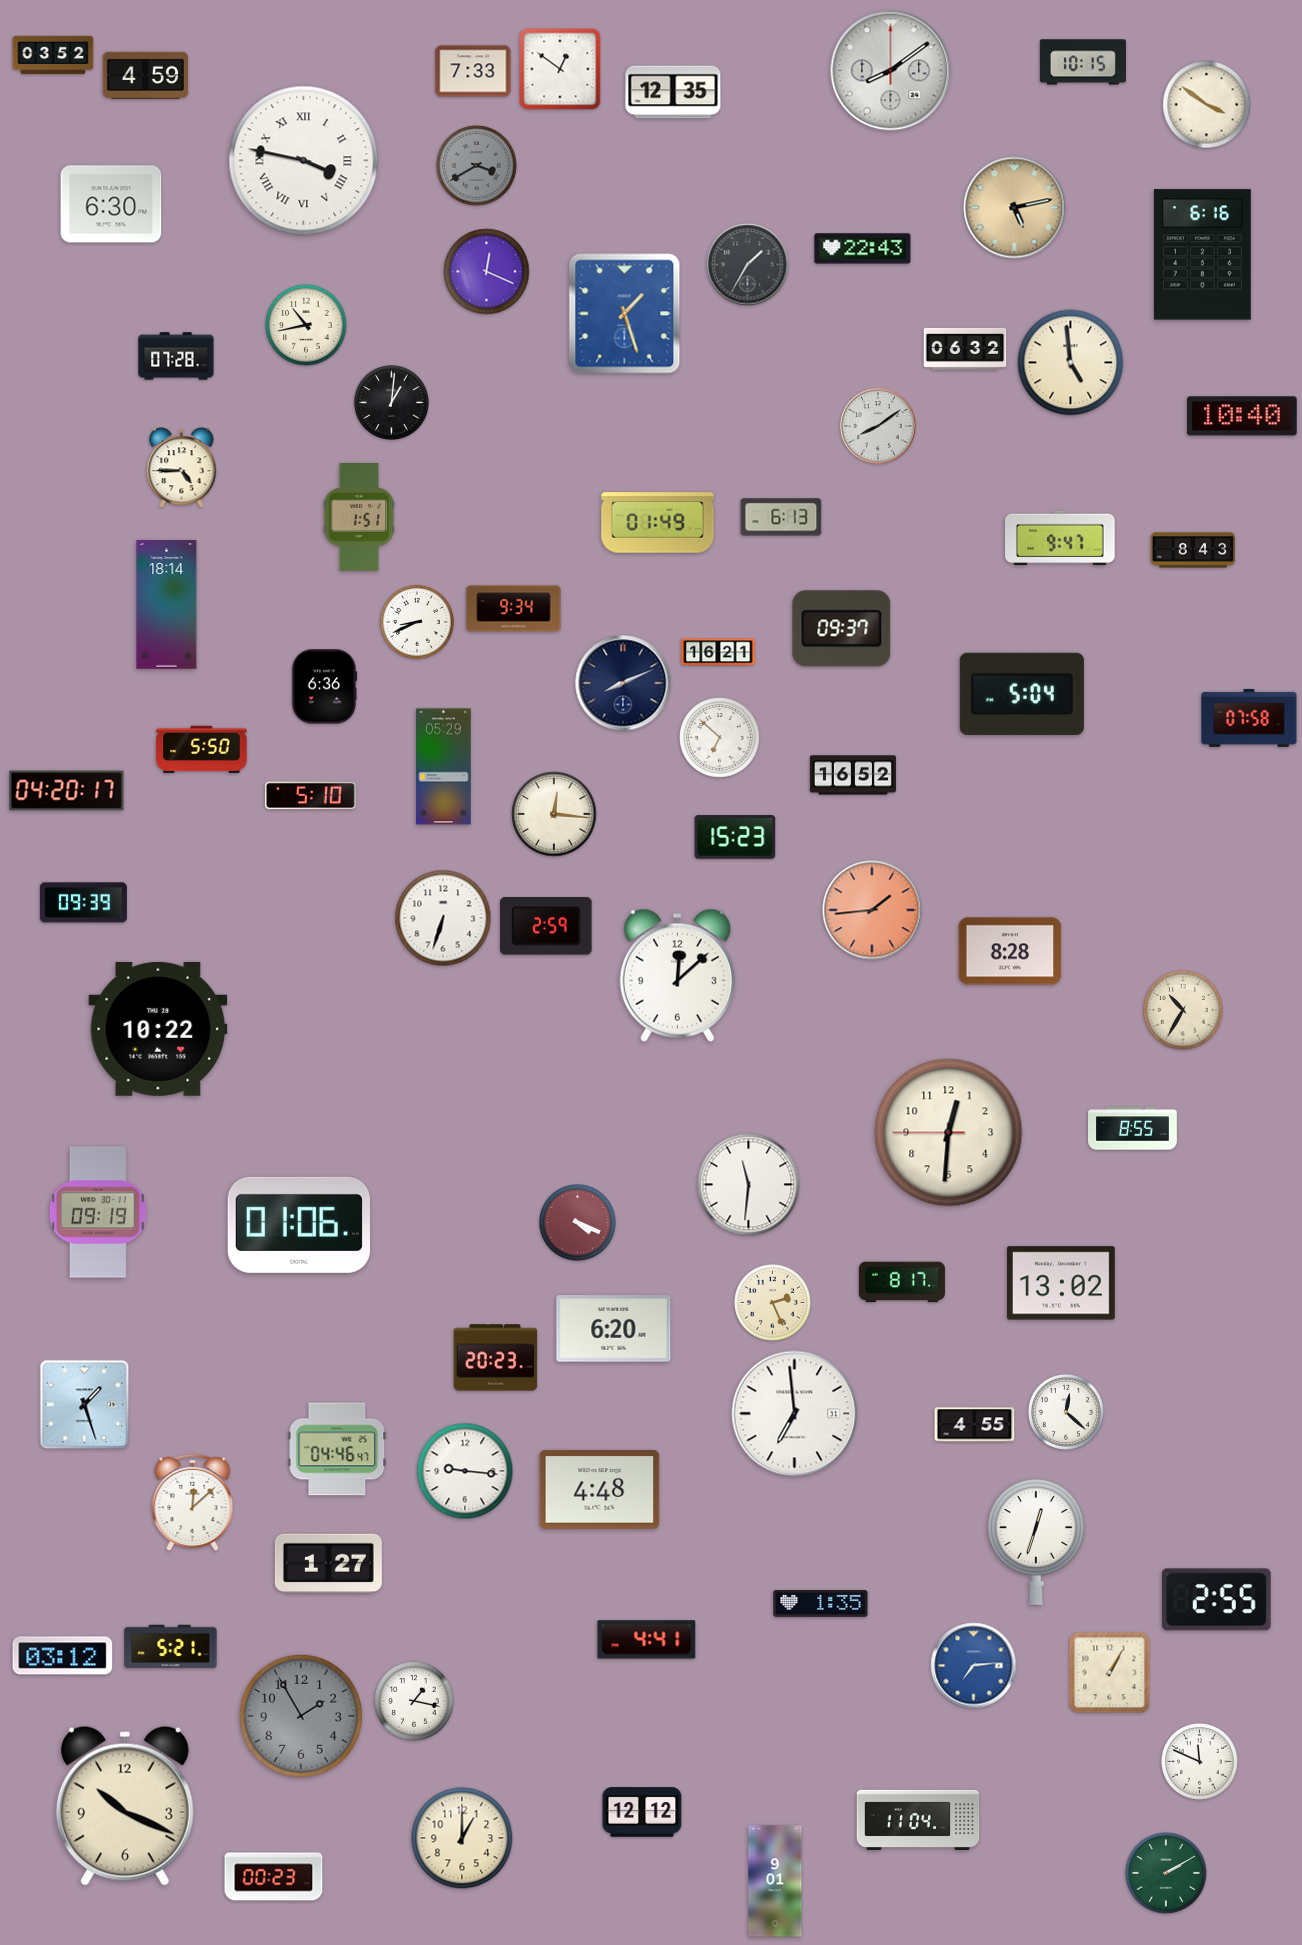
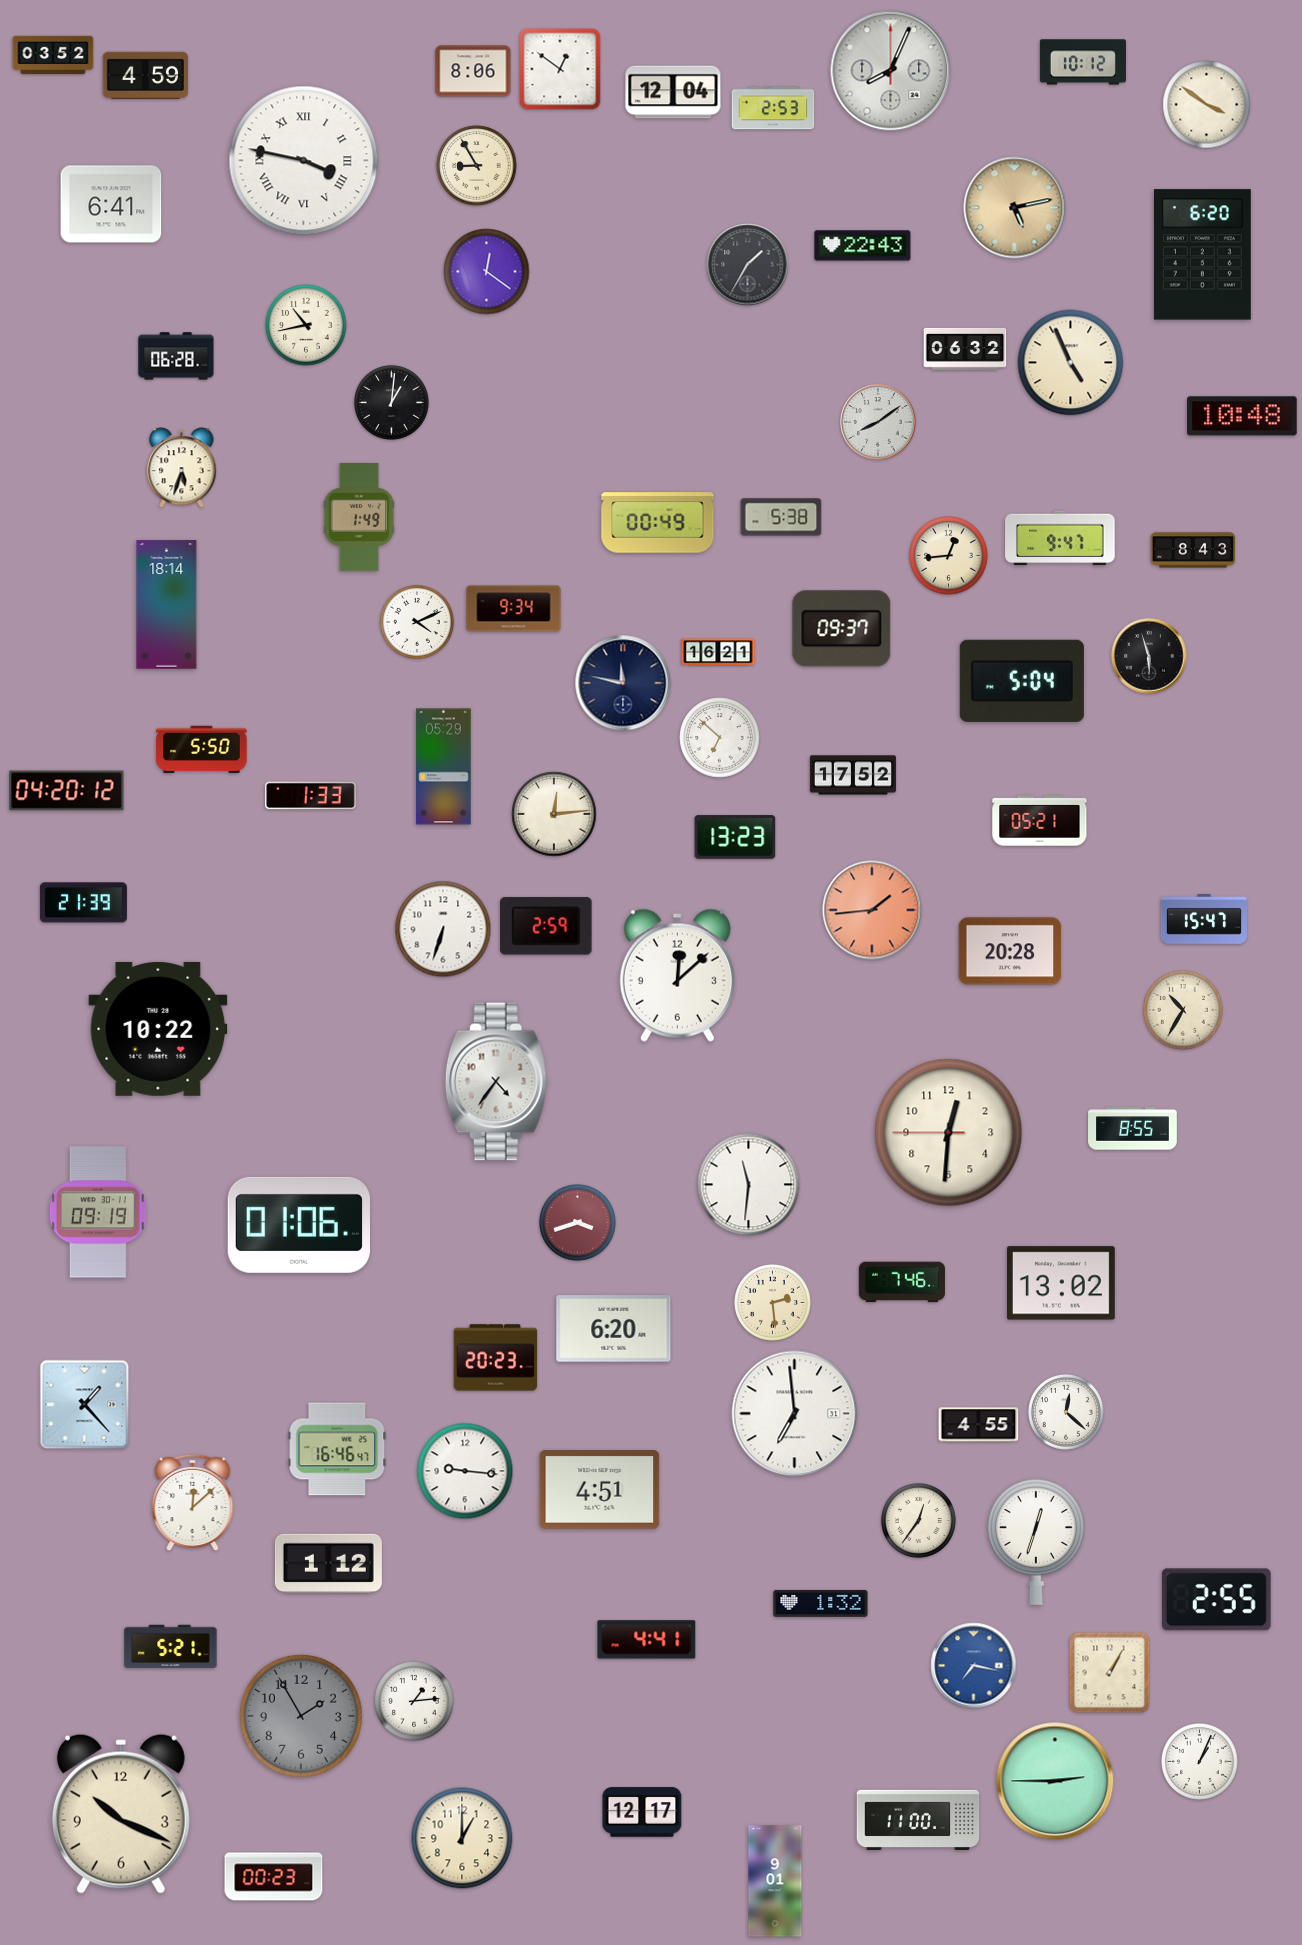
clock at (1083, 62): 10:15 -> 10:12
clock at (473, 71): 7:33 -> 8:06
clock at (891, 71): 8:09 -> 8:04
clock at (673, 92): 12:35 -> 12:04
clock at (773, 108): none -> 2:53
clock at (477, 166): 3:40 -> 8:55
clock at (477, 166) dial: grey -> cream
clock at (111, 204): 6:30 -> 6:41
clock at (863, 249) position: (863, 249) -> (863, 246)
clock at (1202, 255): 6:16 -> 6:20
clock at (487, 272): 12:19 -> 12:21
clock at (625, 314): 1:27 -> none
clock at (176, 356): 07:28 -> 06:28
clock at (1071, 363): 4:59 -> 4:56
clock at (1242, 416): 10:40 -> 10:48
clock at (878, 426) position: (878, 426) -> (878, 422)
clock at (182, 468): 4:45 -> 5:33
clock at (781, 517): 6:13 -> 5:38
clock at (359, 518): 1:51 -> 1:49
clock at (658, 523): 01:49 -> 00:49
clock at (949, 556): none -> 12:44
clock at (417, 622): 8:41 -> 4:11
clock at (1149, 656): none -> 5:57
clock at (623, 683): 8:11 -> 11:47
clock at (324, 687): 6:36 -> none
clock at (1022, 694) position: (1022, 694) -> (1022, 681)
clock at (1249, 718): 07:58 -> none
clock at (853, 775): 16:52 -> 17:52
clock at (67, 791): 04:20:17 -> 04:20:12
clock at (311, 796): 5:10 -> 1:33
clock at (554, 814): 12:16 -> 12:14
clock at (1040, 821): none -> 05:21
clock at (735, 837): 15:23 -> 13:23
clock at (83, 903): 09:39 -> 21:39
clock at (443, 918) position: (443, 918) -> (443, 929)
clock at (1204, 920): none -> 15:47
clock at (1010, 951): 8:28 -> 20:28
clock at (496, 1082): none -> 4:36
clock at (578, 1223): 4:19 -> 3:42
clock at (902, 1282): 8:17 -> 7:46
clock at (773, 1303): 2:26 -> 2:29
clock at (85, 1405): 1:27 -> 1:23
clock at (975, 1425) position: (975, 1425) -> (979, 1425)
clock at (337, 1449): 04:46 -> 16:46
clock at (600, 1490): 4:48 -> 4:51
clock at (918, 1520): none -> 12:36
clock at (328, 1563): 1:27 -> 1:12
clock at (821, 1603): 1:35 -> 1:32
clock at (63, 1656): 03:12 -> none
clock at (974, 1666): 7:14 -> 7:17
clock at (414, 1701): 1:17 -> 1:14
clock at (1200, 1762): 11:49 -> 1:04
clock at (1055, 1781): none -> 2:45
clock at (125, 1806) position: (125, 1806) -> (121, 1814)
clock at (642, 1812): 12:12 -> 12:17
clock at (918, 1819): 11:04 -> 11:00
clock at (1166, 1873): 2:10 -> none
